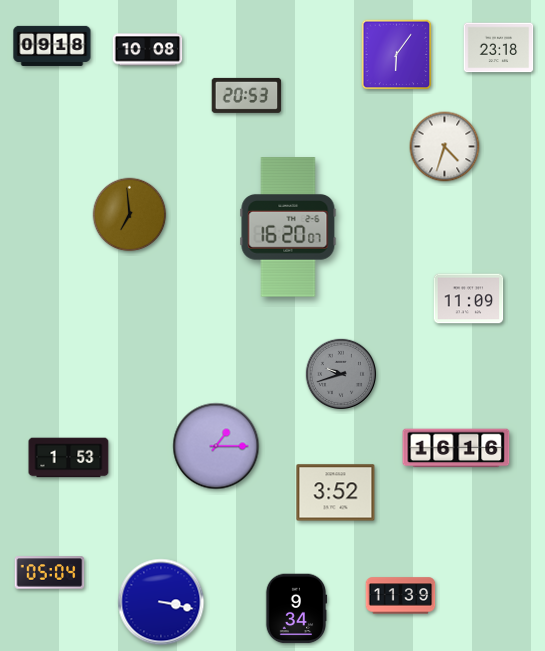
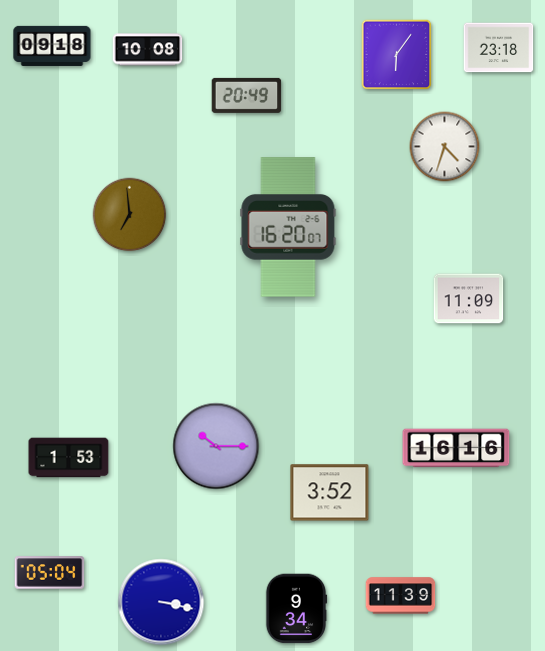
clock at (247, 95): 20:53 -> 20:49
clock at (340, 373): 9:42 -> none
clock at (216, 446): 1:15 -> 10:15
clock at (336, 493) position: (336, 493) -> (330, 493)
